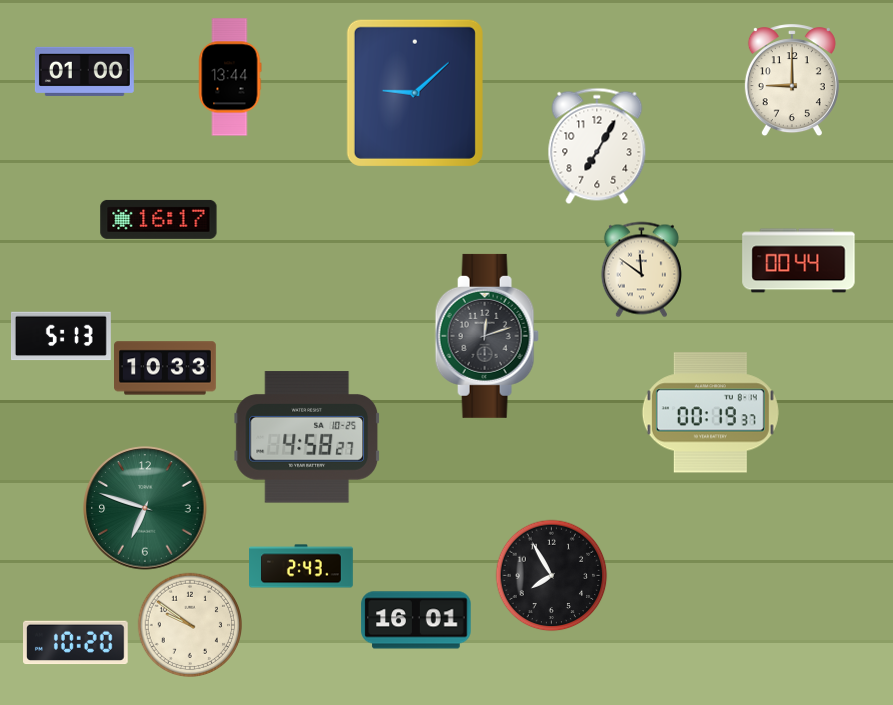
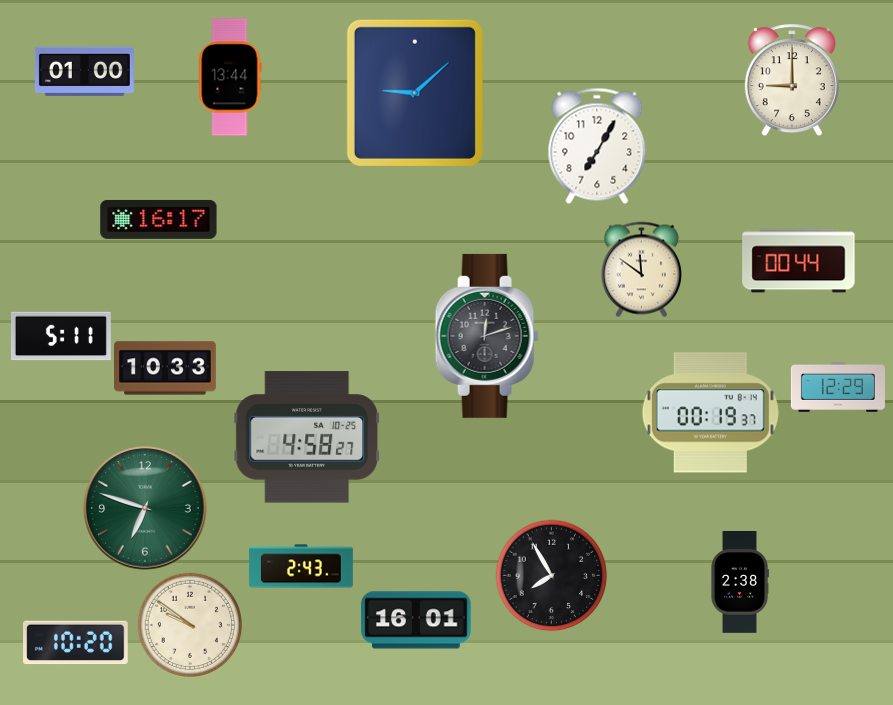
clock at (61, 336): 5:13 -> 5:11
clock at (838, 387): none -> 12:29
clock at (740, 583): none -> 2:38
